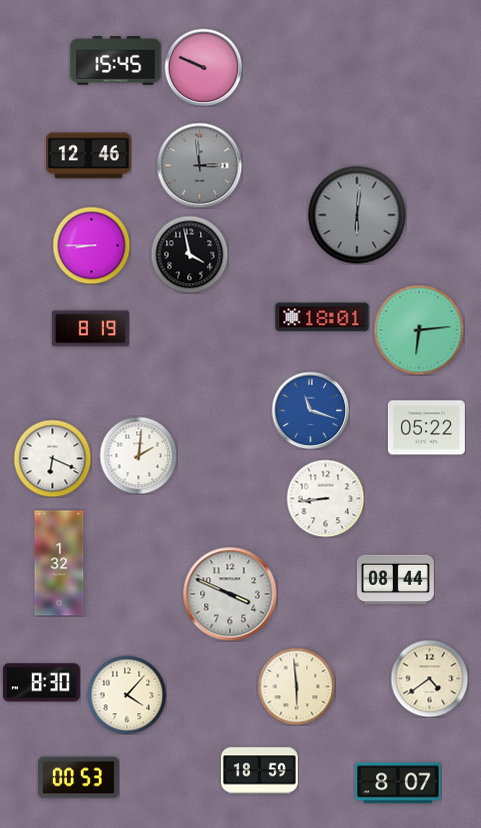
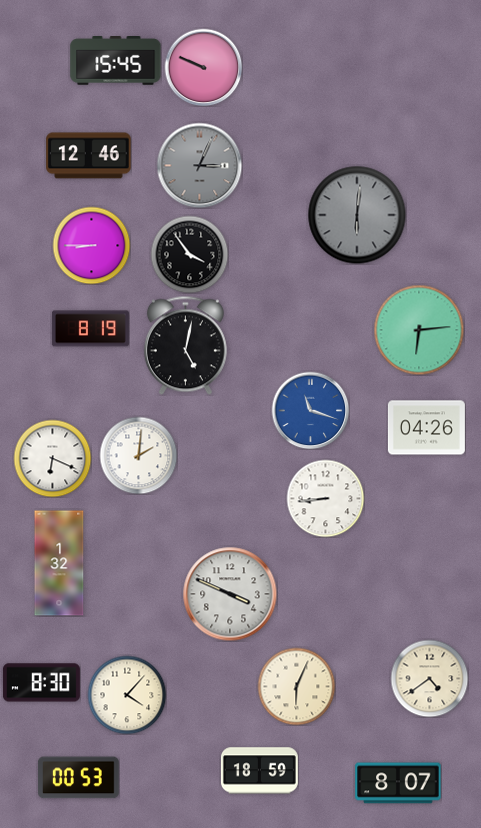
clock at (199, 165): 2:59 -> 3:04
clock at (189, 254): 3:58 -> 3:54
clock at (322, 317): 18:01 -> none
clock at (185, 345): none -> 5:02
clock at (426, 428): 05:22 -> 04:26
clock at (395, 580): 08:44 -> none
clock at (296, 686): 5:59 -> 6:04
